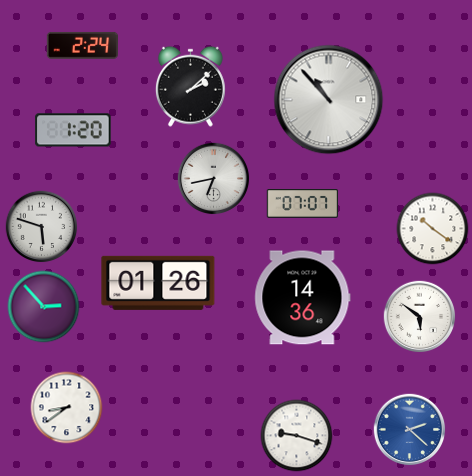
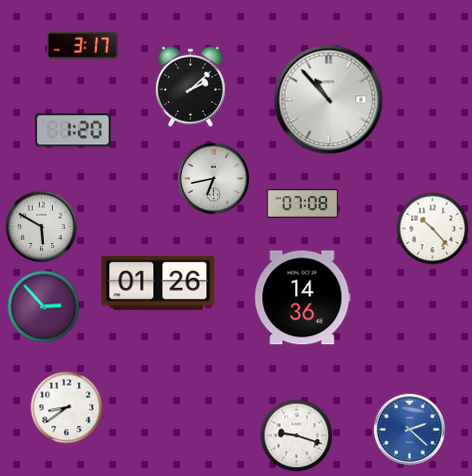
clock at (82, 45): 2:24 -> 3:17
clock at (302, 204): 07:07 -> 07:08
clock at (42, 227): 5:48 -> 5:50
clock at (433, 229): 10:21 -> 10:23
clock at (420, 317): 5:51 -> none
